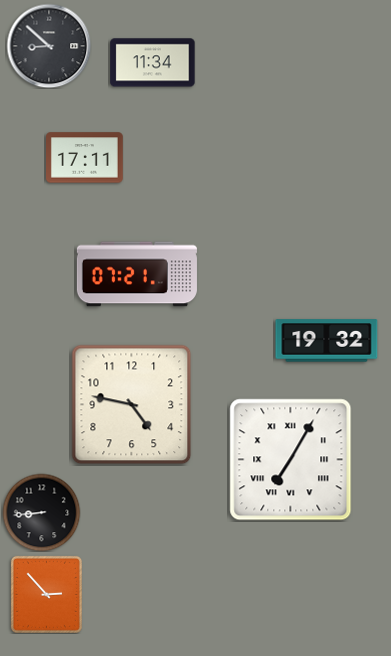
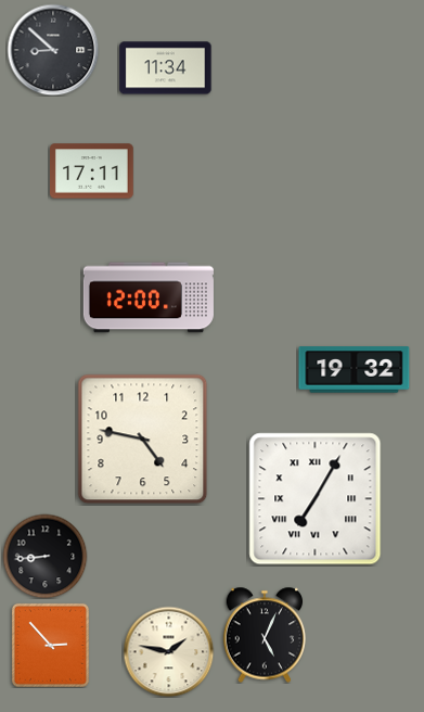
clock at (137, 274): 07:21 -> 12:00
clock at (265, 635): none -> 5:04
clock at (168, 651): none -> 1:47
